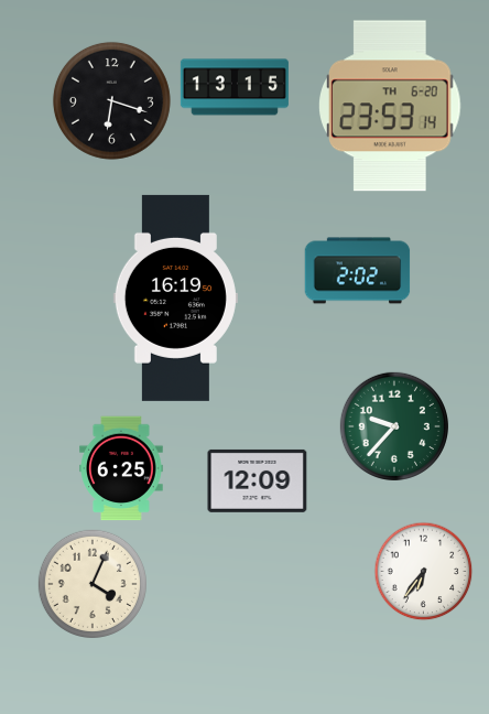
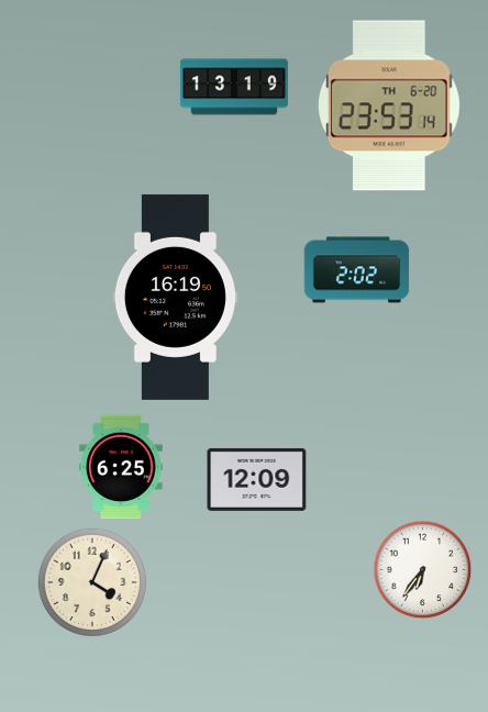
clock at (235, 87): 13:15 -> 13:19
clock at (111, 100): 6:18 -> none
clock at (394, 426): 9:37 -> none
